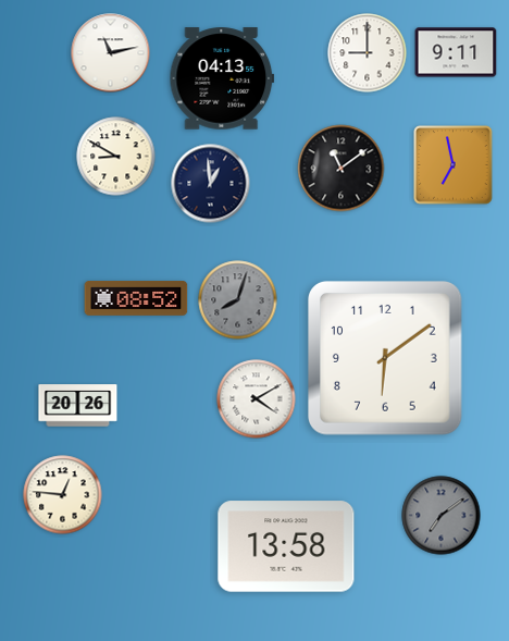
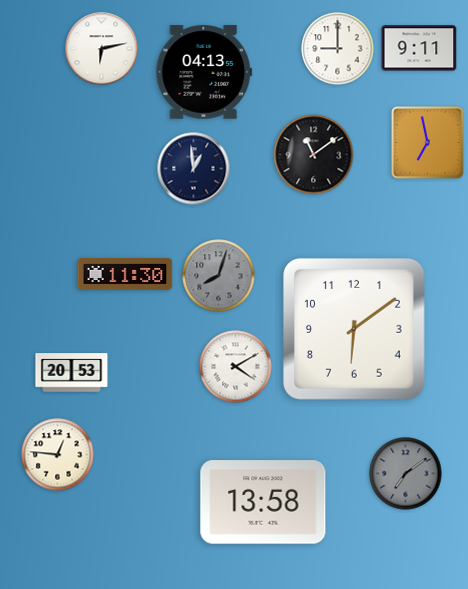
clock at (111, 53): 11:13 -> 6:13
clock at (116, 157): 8:50 -> none
clock at (454, 165) position: (454, 165) -> (428, 143)
clock at (136, 299): 08:52 -> 11:30
clock at (78, 406): 20:26 -> 20:53
